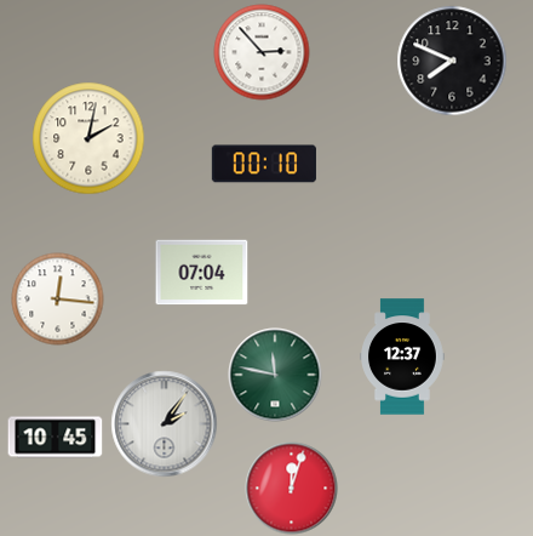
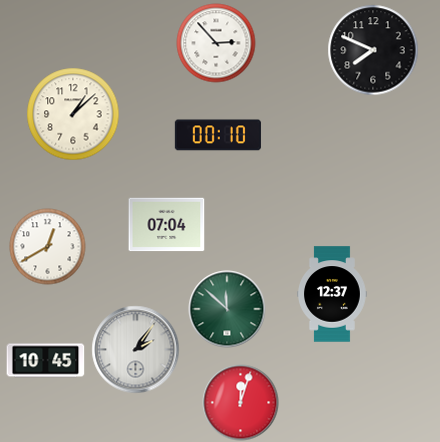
clock at (88, 138): 2:02 -> 1:08
clock at (58, 300): 12:16 -> 12:40
clock at (275, 375): 11:47 -> 11:52
